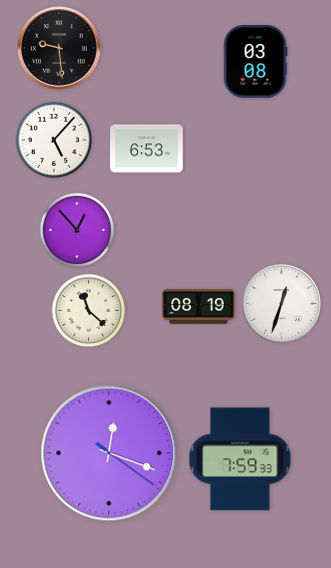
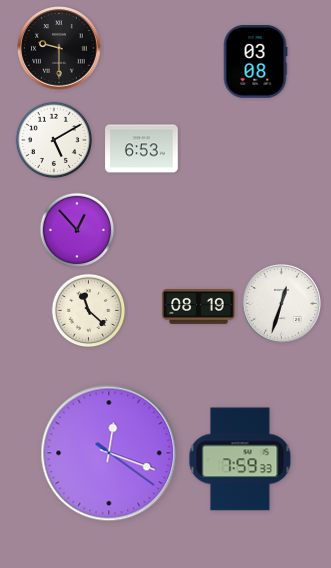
clock at (59, 48): 9:29 -> 9:30
clock at (53, 139): 5:07 -> 5:10
clock at (147, 149) position: (147, 149) -> (142, 149)
